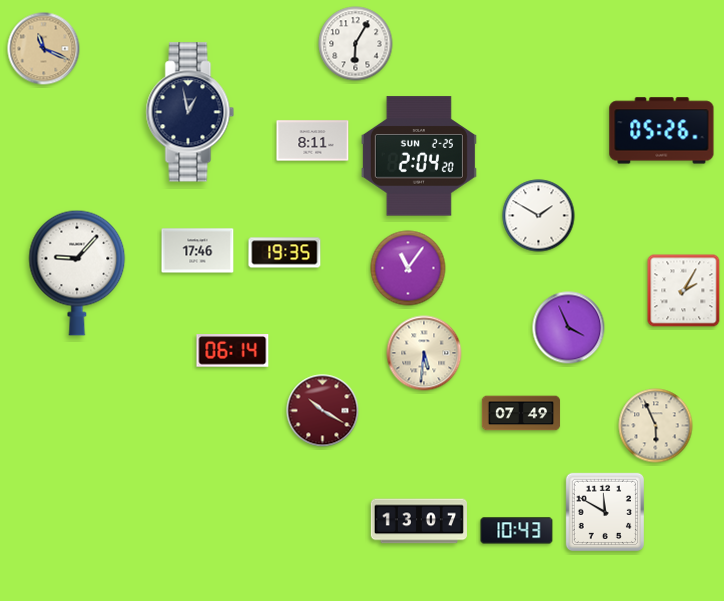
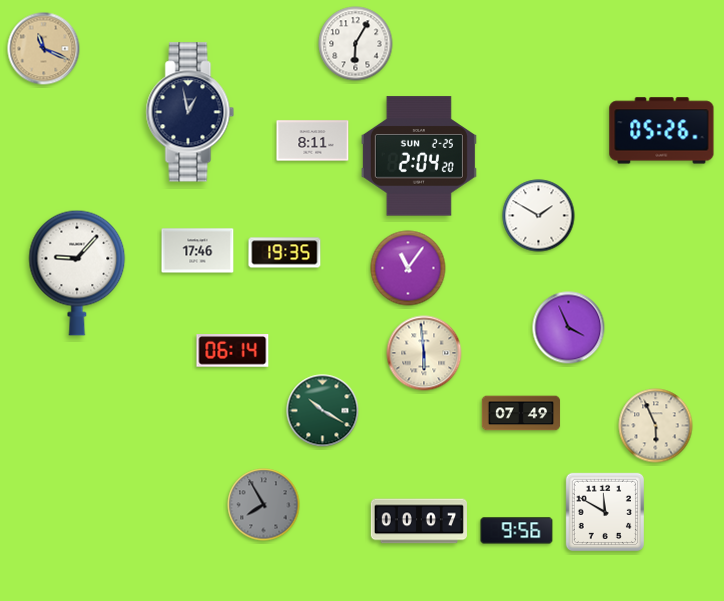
clock at (684, 291): 2:05 -> none
clock at (424, 353): 5:31 -> 5:59
clock at (323, 411) dial: burgundy -> green
clock at (264, 505): none -> 7:55
clock at (419, 521): 13:07 -> 00:07
clock at (517, 531): 10:43 -> 9:56
